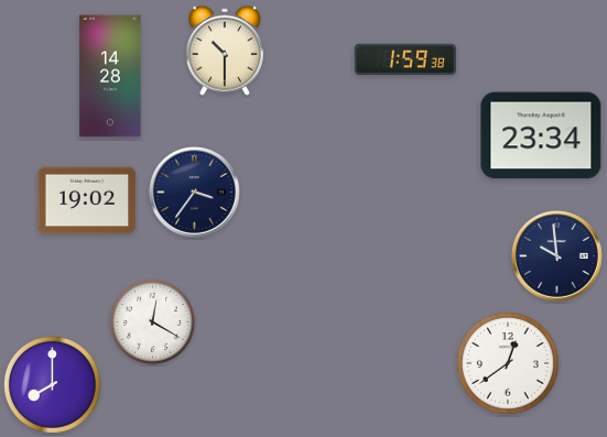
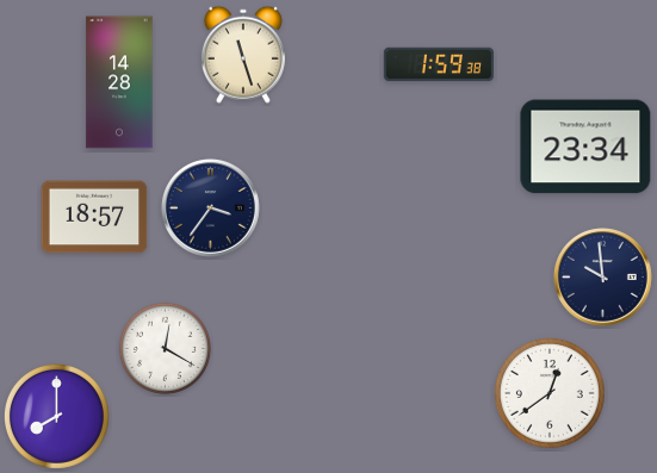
clock at (225, 51): 10:30 -> 11:27
clock at (87, 200): 19:02 -> 18:57
